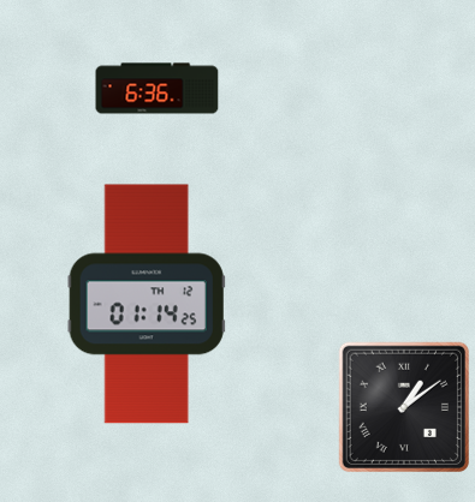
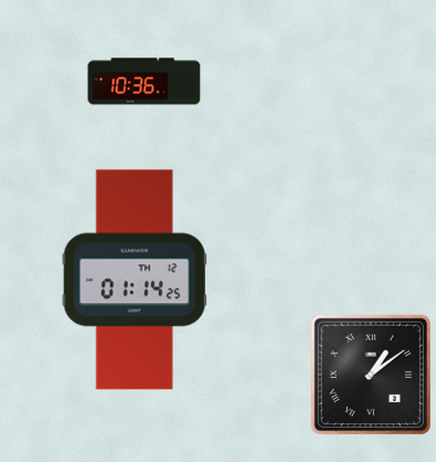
clock at (158, 89): 6:36 -> 10:36
